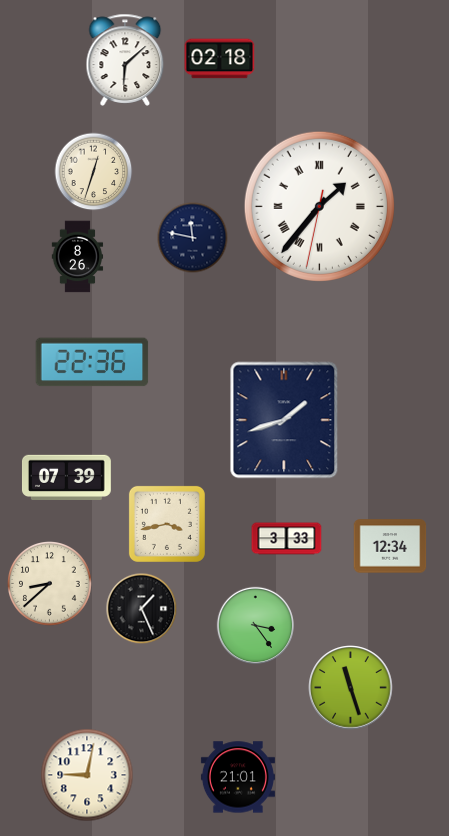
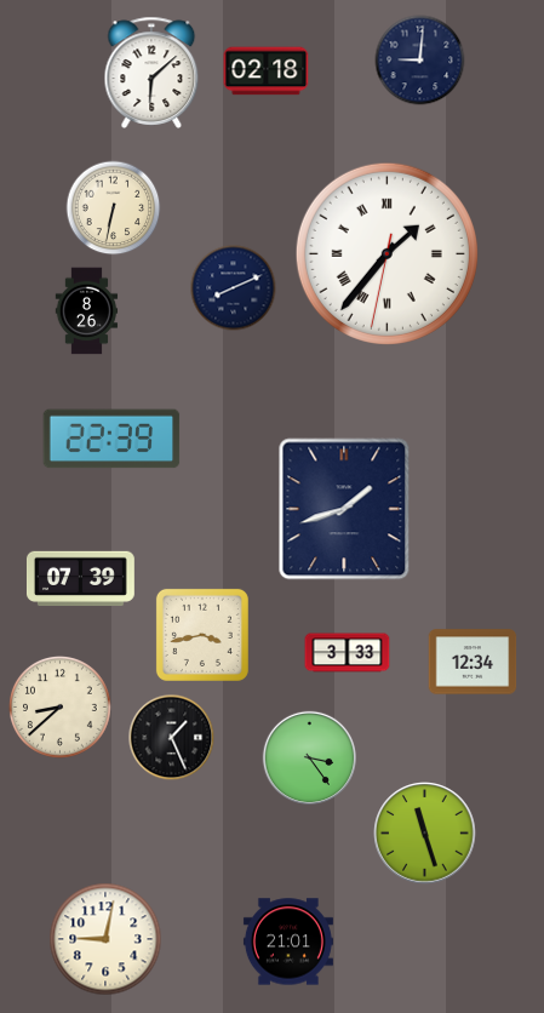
clock at (420, 61): none -> 9:01
clock at (94, 172): 12:33 -> 6:32
clock at (319, 206) position: (319, 206) -> (386, 253)
clock at (193, 238): 11:47 -> 8:11
clock at (78, 257) position: (78, 257) -> (87, 311)
clock at (92, 362): 22:36 -> 22:39
